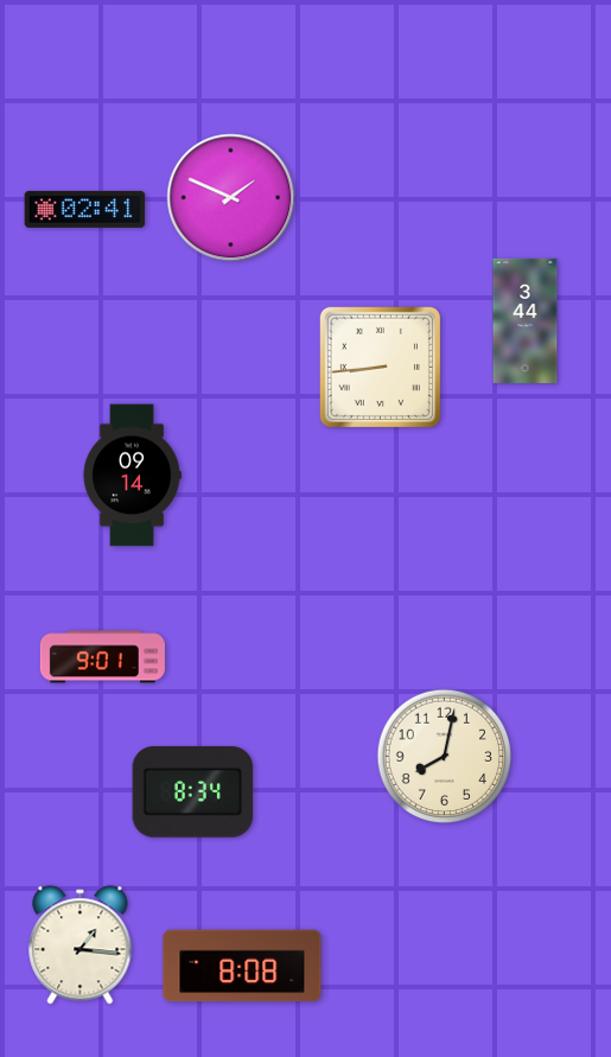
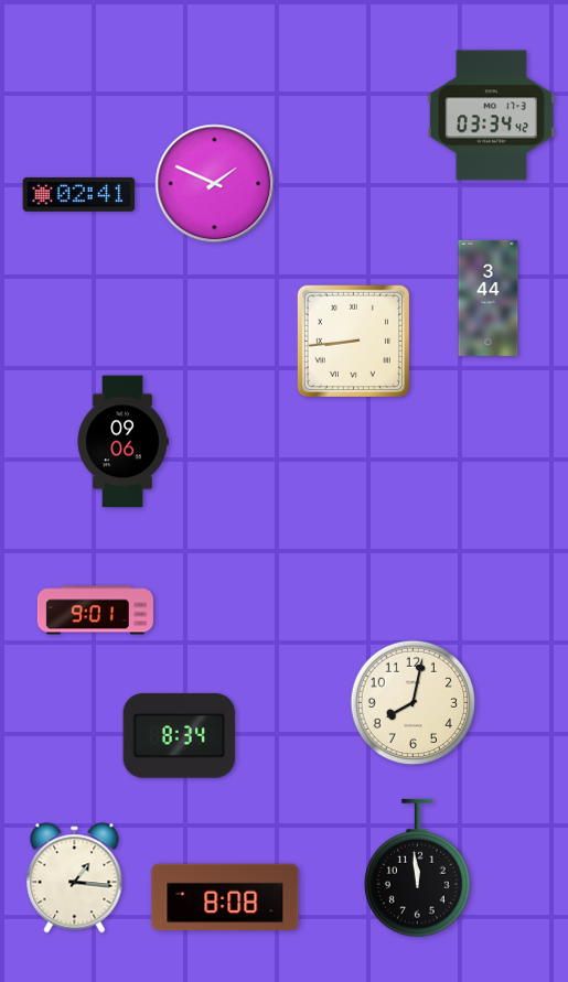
clock at (491, 116): none -> 03:34
clock at (132, 476): 09:14 -> 09:06
clock at (417, 868): none -> 11:59
